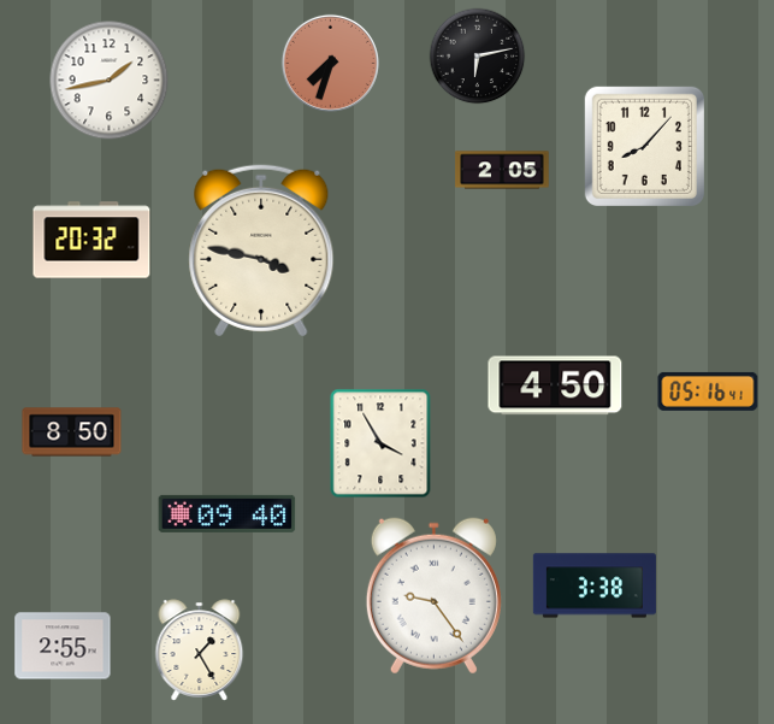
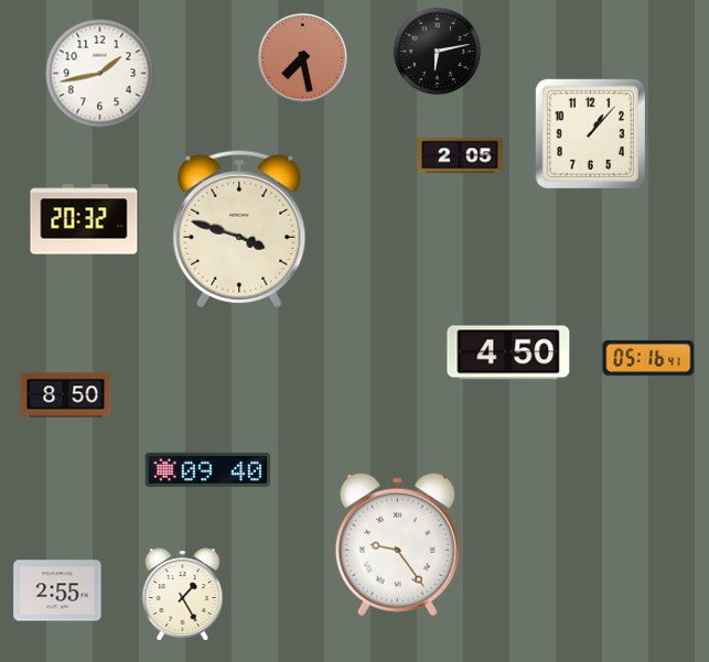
clock at (330, 63): 7:33 -> 7:28
clock at (644, 146): 8:07 -> 1:07
clock at (261, 251): 3:47 -> 3:48
clock at (380, 443): 3:55 -> none
clock at (595, 585): 3:38 -> none
